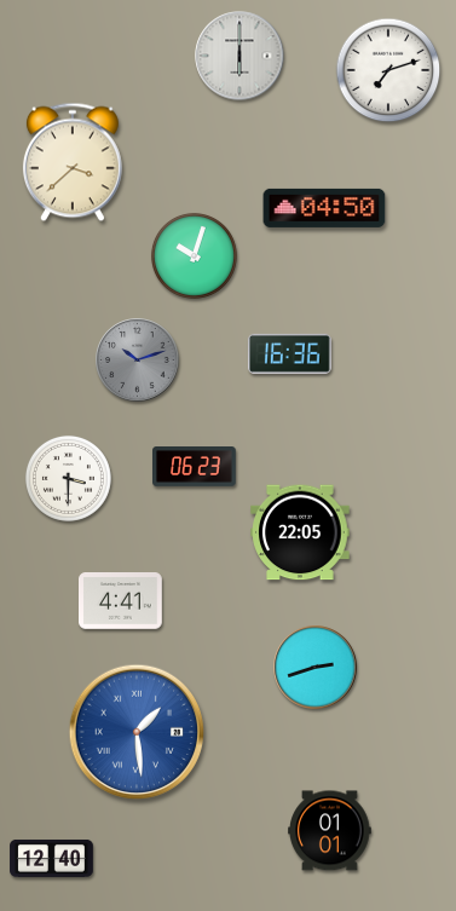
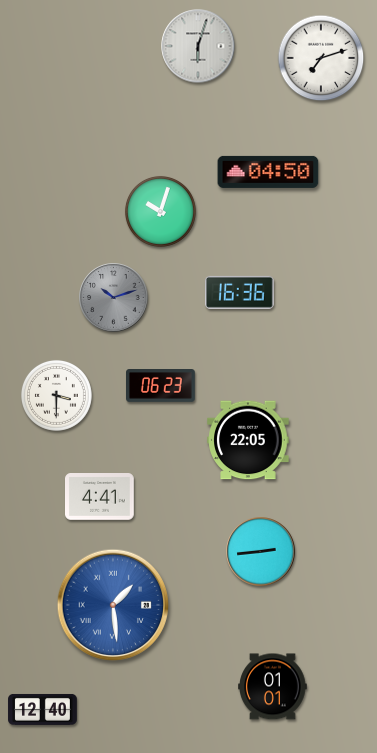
clock at (239, 56): 6:00 -> 6:03
clock at (73, 162): 3:38 -> none
clock at (316, 668): 2:42 -> 2:44
